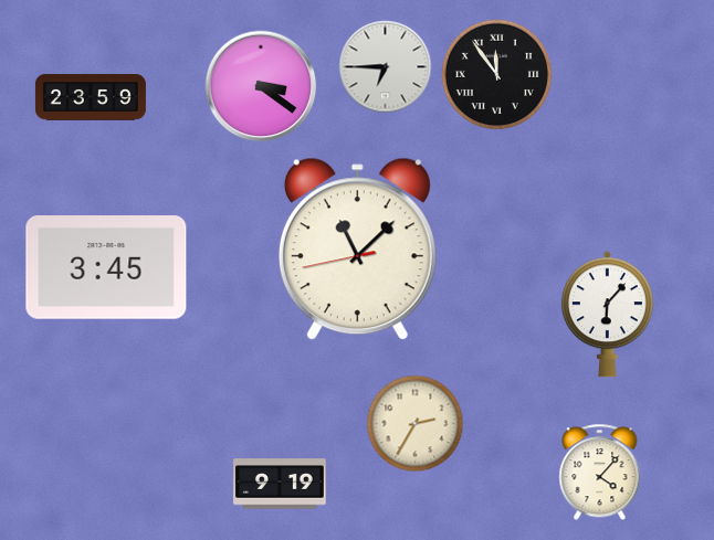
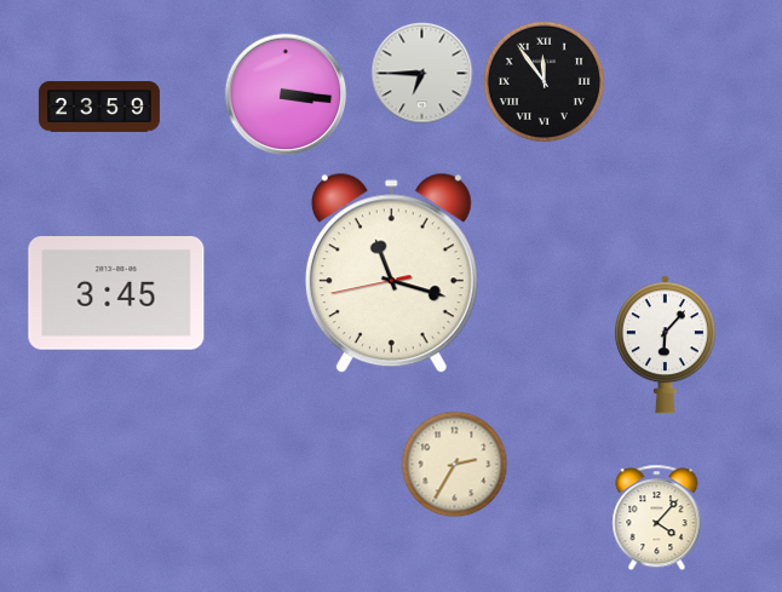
clock at (261, 86): 3:21 -> 3:16
clock at (357, 250): 11:07 -> 11:17
clock at (281, 484): 9:19 -> none
